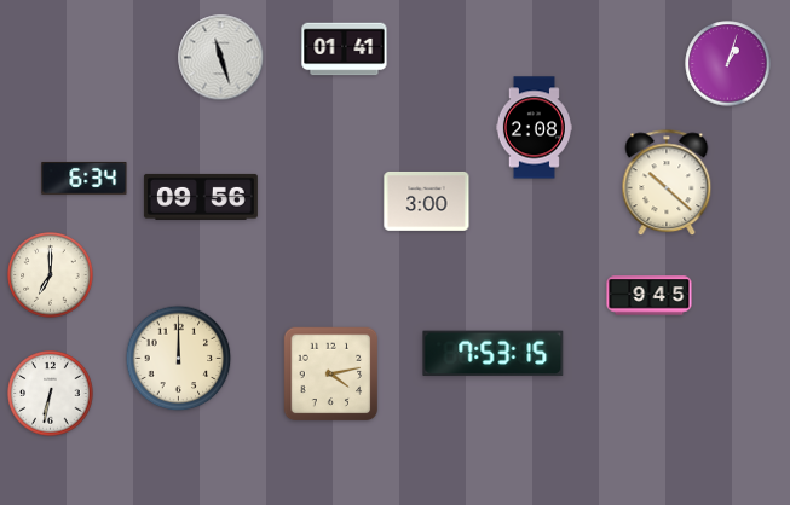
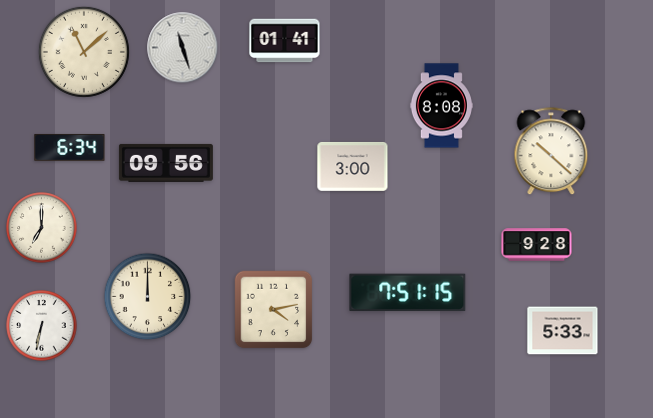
clock at (84, 52): none -> 11:08
clock at (728, 64): 1:03 -> none
clock at (534, 128): 2:08 -> 8:08
clock at (650, 296): 9:45 -> 9:28
clock at (494, 354): 7:53 -> 7:51
clock at (563, 331): none -> 5:33
